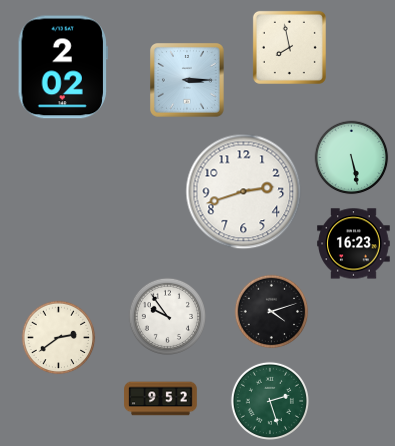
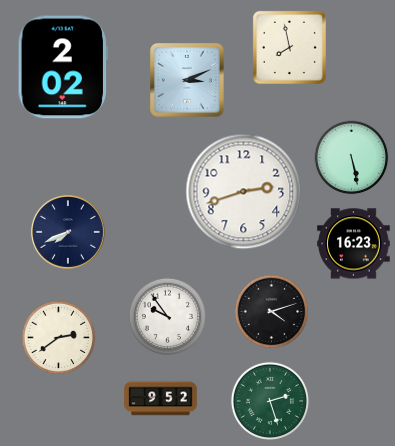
clock at (188, 81): 3:15 -> 3:11
clock at (68, 232): none -> 7:41
